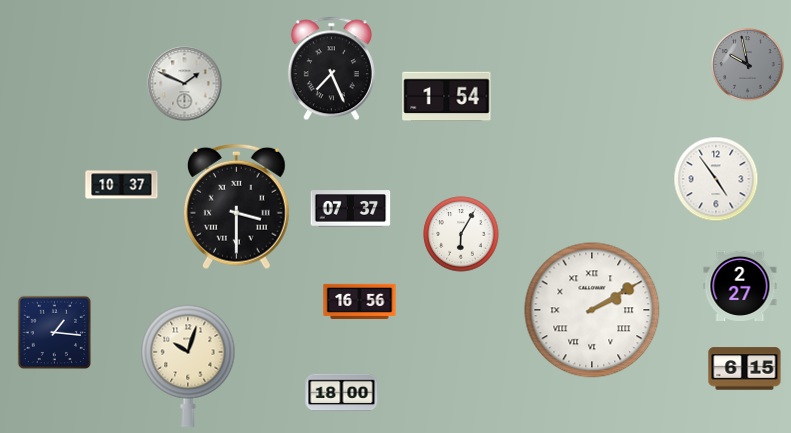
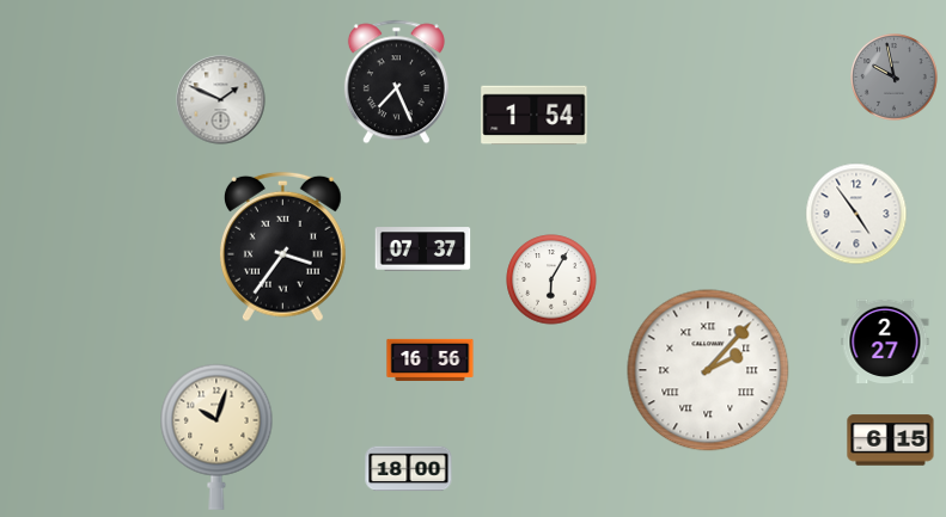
clock at (122, 185): 10:37 -> none
clock at (236, 207): 3:30 -> 3:36
clock at (351, 209) position: (351, 209) -> (423, 250)
clock at (592, 310): 2:10 -> 2:07
clock at (54, 332): 1:16 -> none
clock at (188, 366) position: (188, 366) -> (216, 437)
